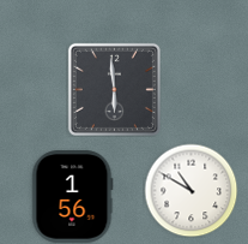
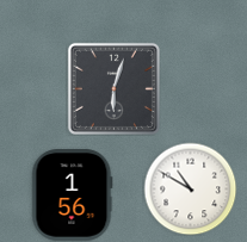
clock at (114, 89): 5:59 -> 6:03
